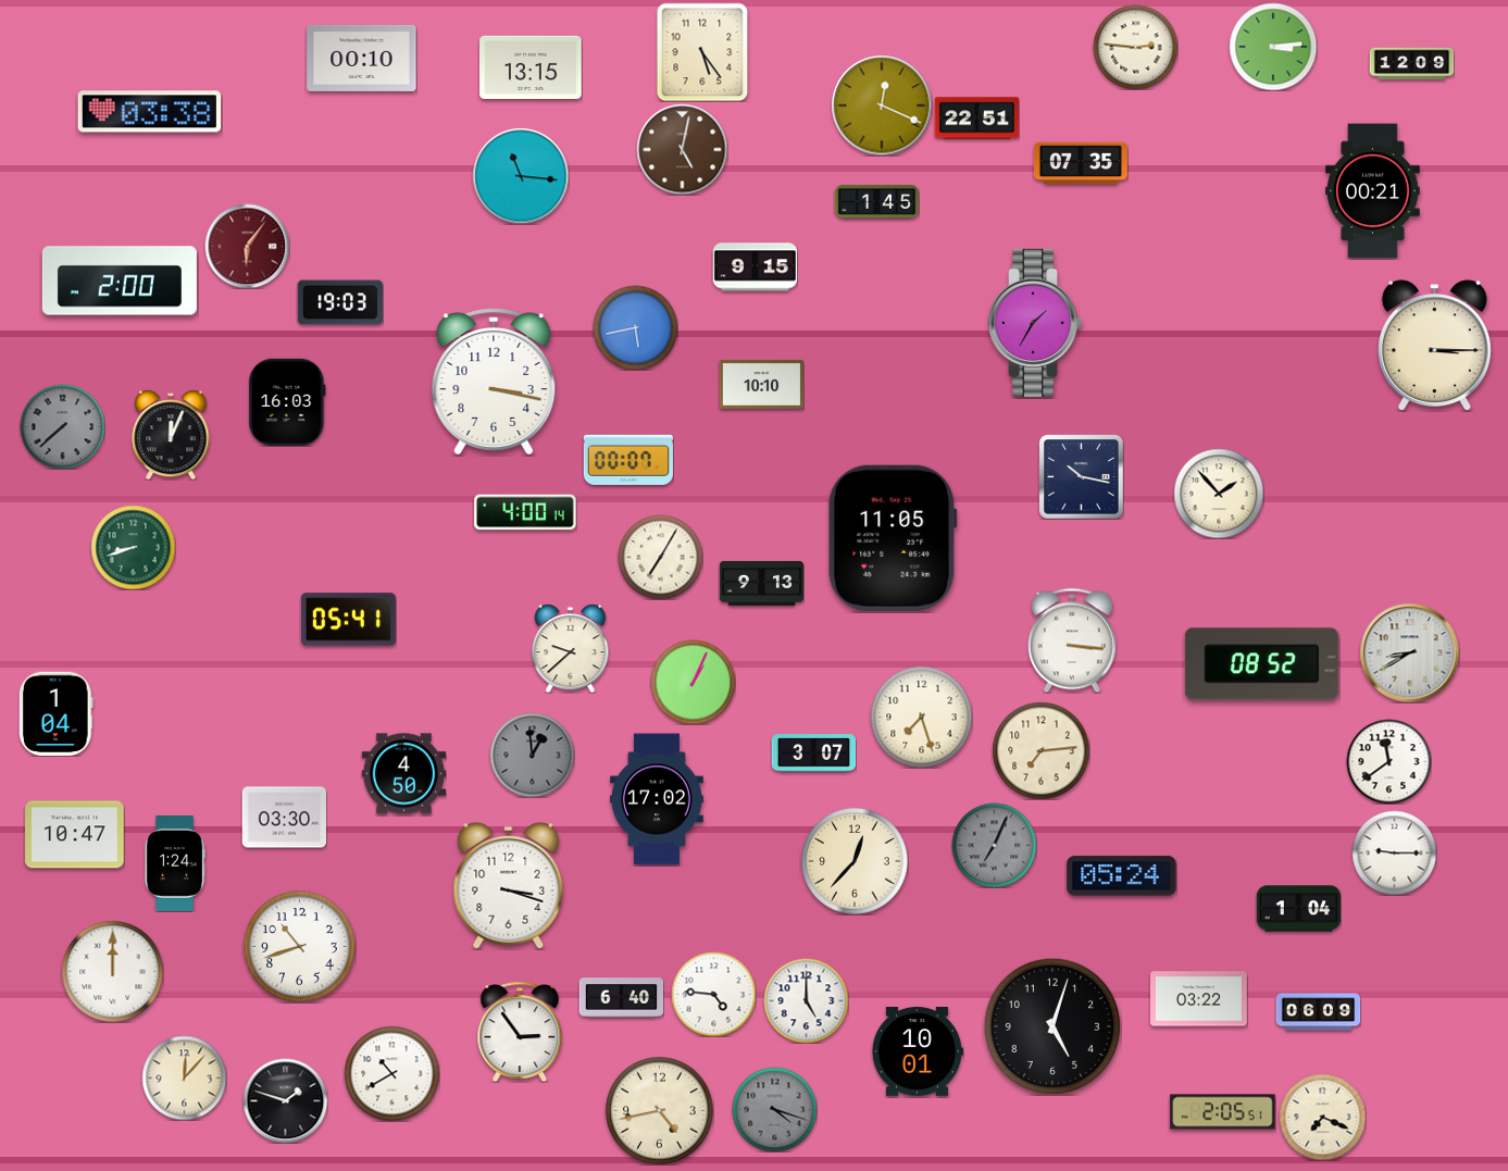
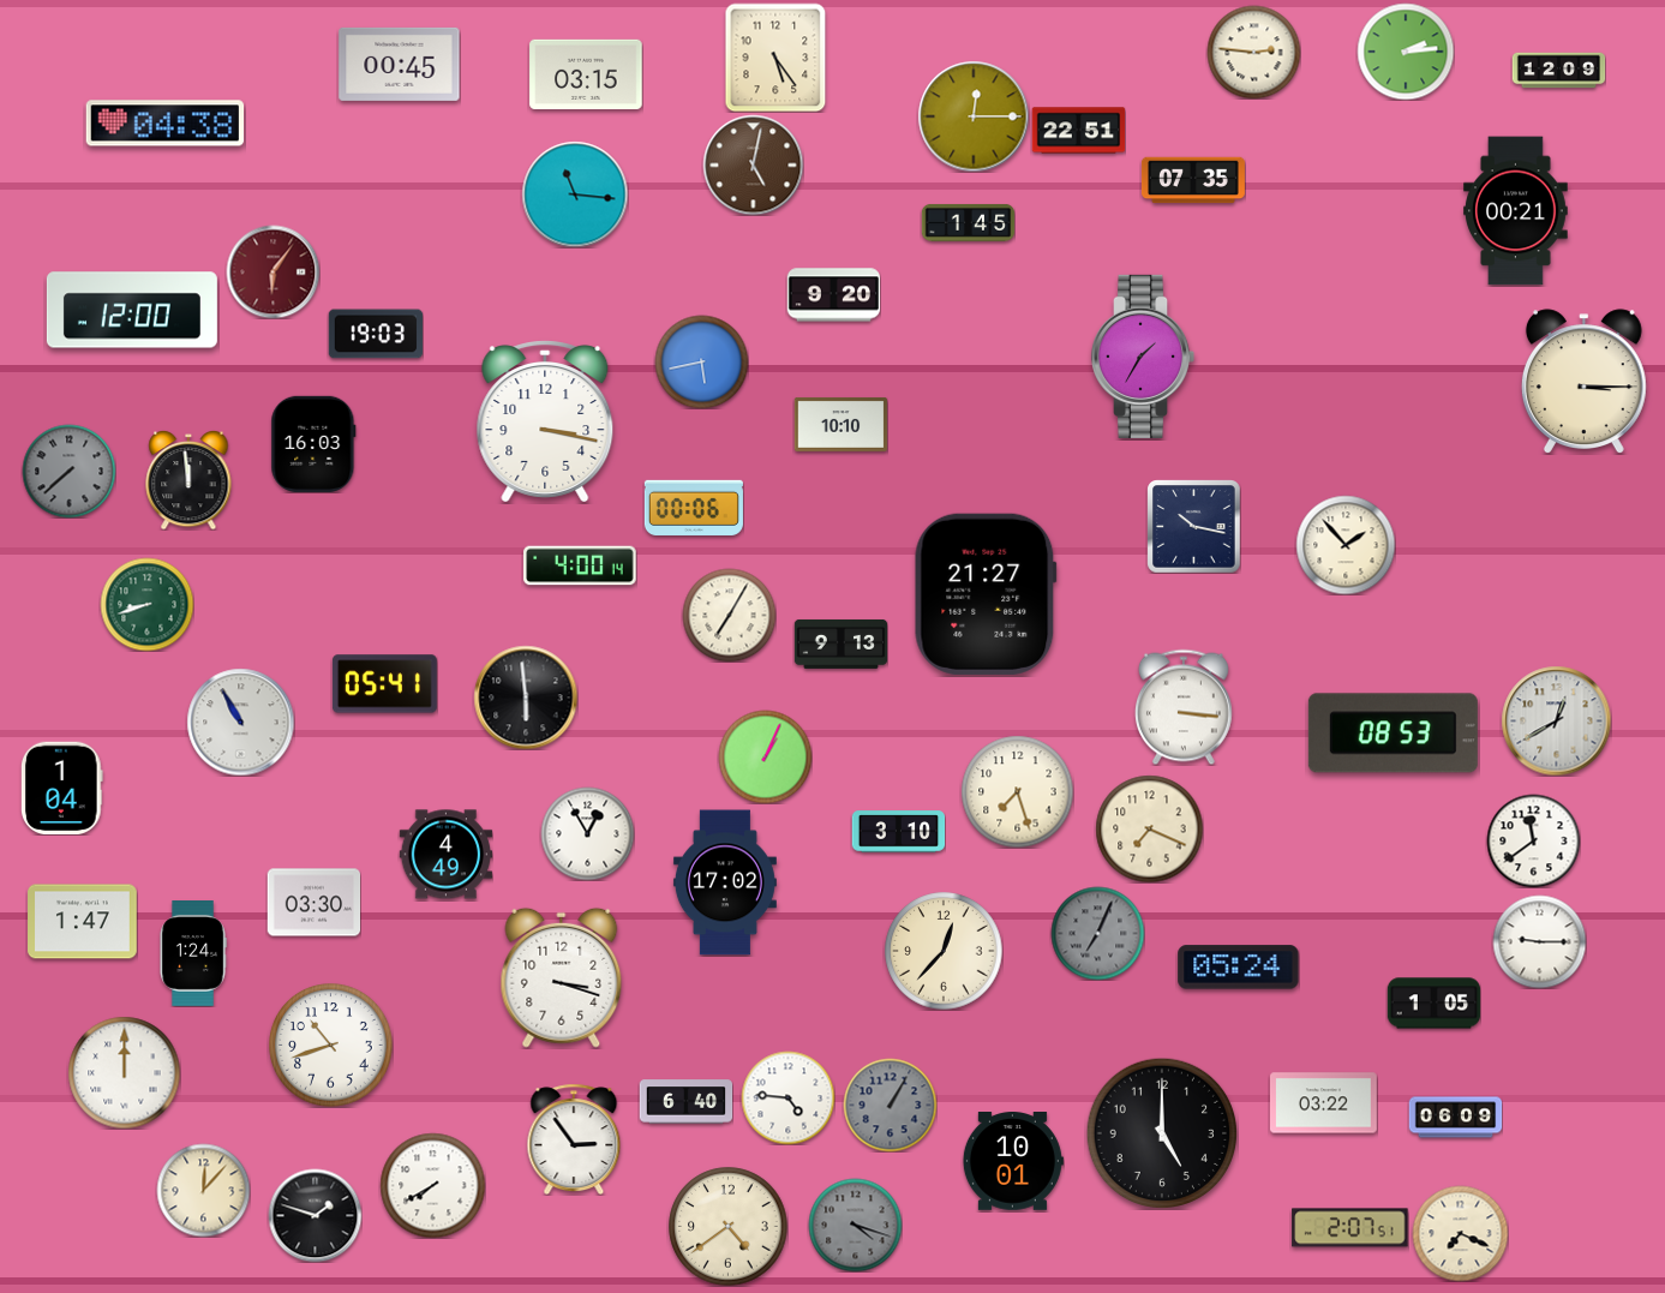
clock at (1273, 47): 3:14 -> 2:14
clock at (362, 58): 00:10 -> 00:45
clock at (531, 66): 13:15 -> 03:15
clock at (882, 105): 12:19 -> 12:15
clock at (150, 112): 03:38 -> 04:38
clock at (755, 267): 9:15 -> 9:20
clock at (120, 281): 2:00 -> 12:00
clock at (287, 402) position: (287, 402) -> (313, 444)
clock at (171, 435): 12:04 -> 11:59
clock at (628, 460): 00:07 -> 00:06
clock at (893, 538): 11:05 -> 21:27
clock at (526, 698): none -> 5:59
clock at (571, 648): 9:38 -> none
clock at (1409, 652): 8:40 -> 12:40
clock at (240, 722): none -> 10:55
clock at (1261, 664): 08:52 -> 08:53
clock at (693, 682) position: (693, 682) -> (765, 756)
clock at (1040, 750): 7:14 -> 7:19
clock at (813, 753): 3:07 -> 3:10
clock at (532, 755): 12:59 -> 12:55
clock at (532, 755) dial: grey -> white
clock at (403, 774): 4:50 -> 4:49
clock at (75, 835): 10:47 -> 1:47
clock at (1298, 909): 1:04 -> 1:05
clock at (806, 1000): 5:00 -> 1:05
clock at (806, 1000) dial: white -> grey
clock at (1051, 1025): 5:03 -> 5:00
clock at (391, 1073): 10:40 -> 7:40
clock at (660, 1111): 4:43 -> 4:39
clock at (1223, 1112): 2:05 -> 2:07
